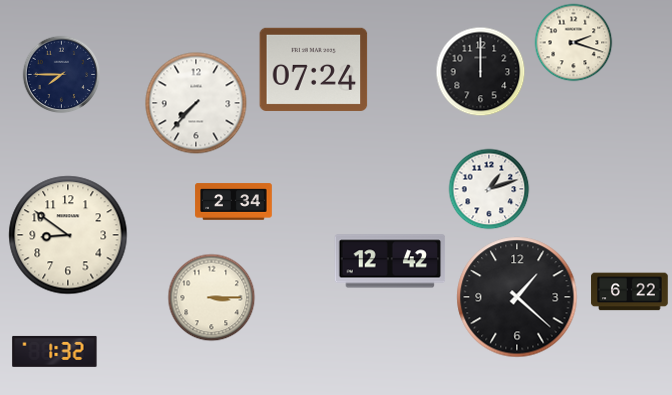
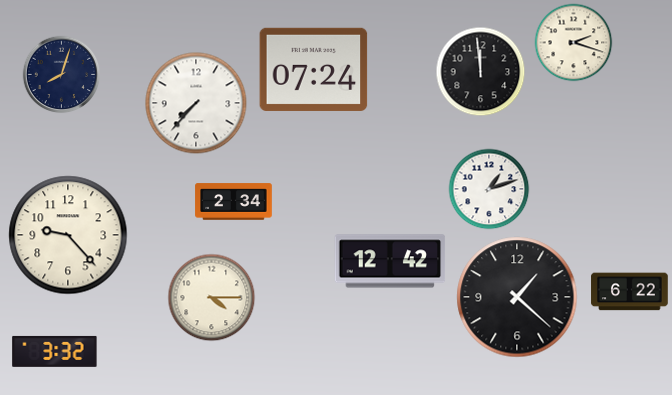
clock at (480, 71): 12:00 -> 11:59
clock at (61, 74): 7:45 -> 8:03
clock at (68, 235): 8:51 -> 9:23
clock at (211, 297): 3:15 -> 4:15
clock at (55, 351): 1:32 -> 3:32
